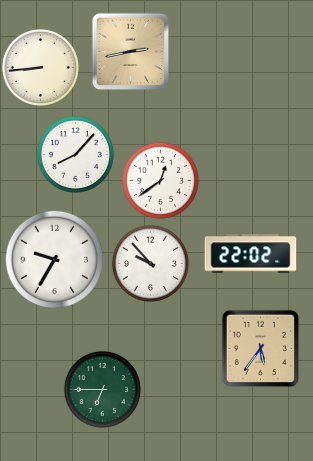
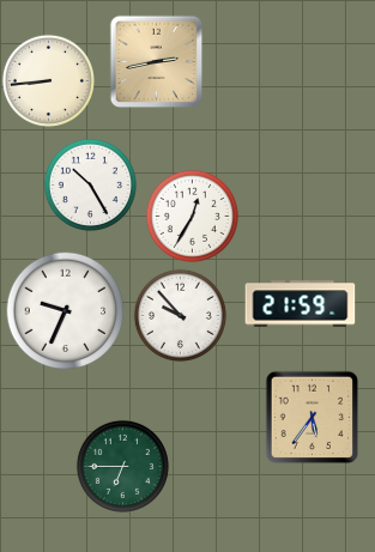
clock at (75, 154): 8:07 -> 10:25
clock at (160, 180): 12:39 -> 12:35
clock at (251, 254): 22:02 -> 21:59
clock at (55, 260): 9:35 -> 9:34
